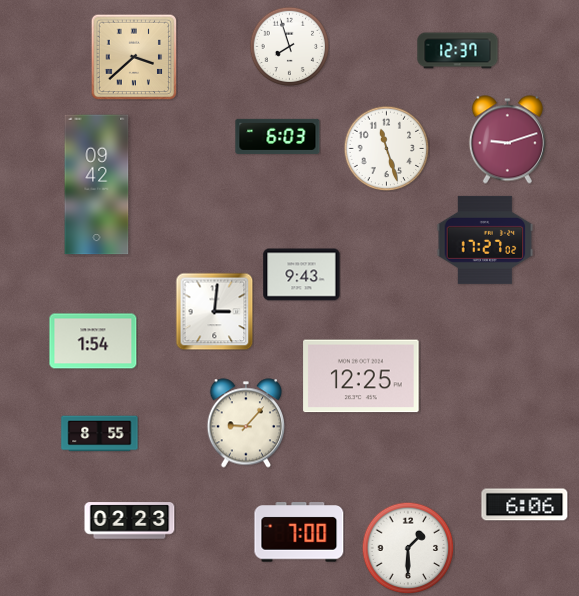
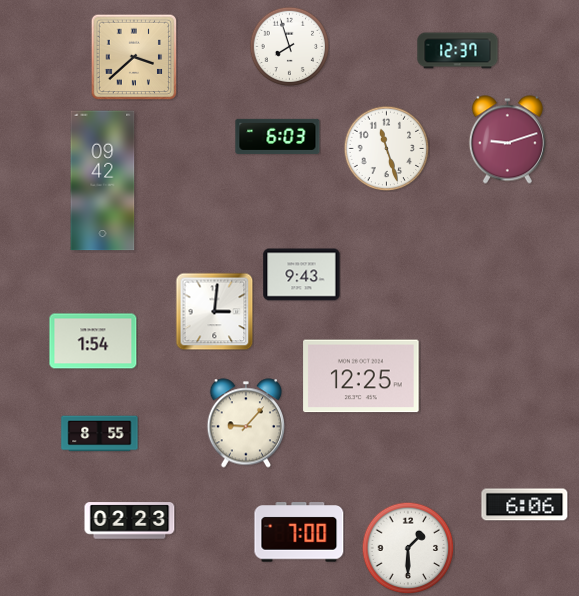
clock at (97, 185) position: (97, 185) -> (103, 181)
clock at (485, 240): 17:27 -> none
